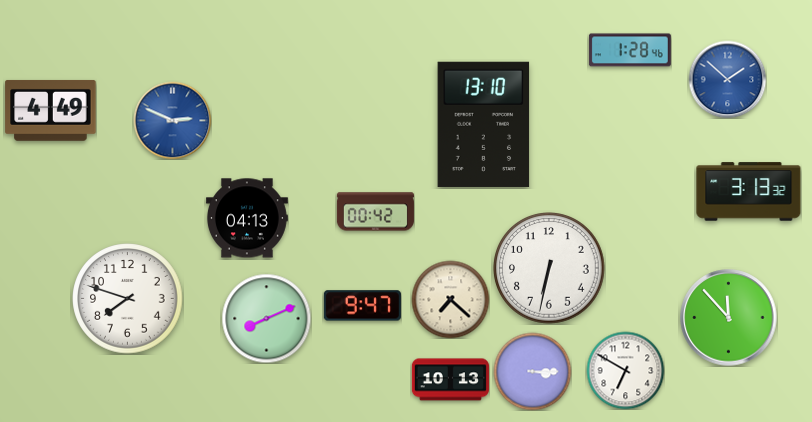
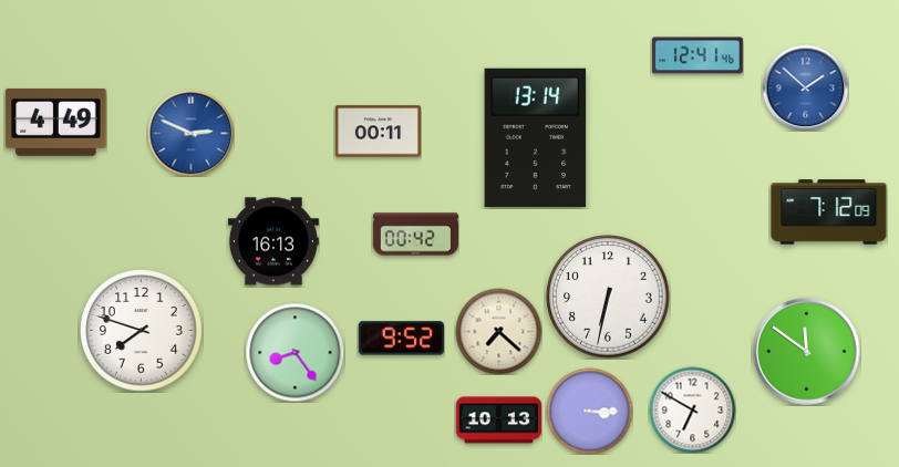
clock at (630, 50): 1:28 -> 12:41
clock at (378, 132): none -> 00:11
clock at (484, 124): 13:10 -> 13:14
clock at (749, 192): 3:13 -> 7:12
clock at (247, 218): 04:13 -> 16:13
clock at (362, 306): 9:47 -> 9:52
clock at (266, 318): 8:11 -> 8:24
clock at (729, 318): 11:53 -> 11:51
